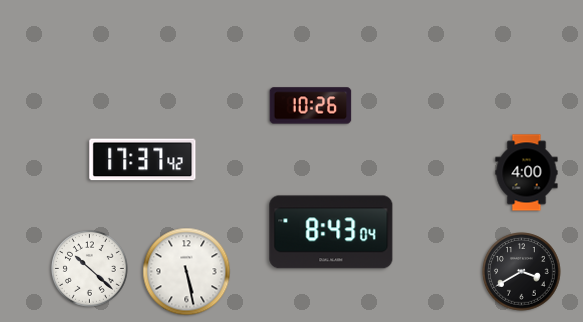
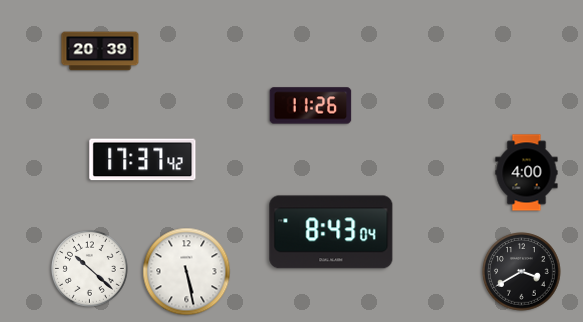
clock at (100, 51): none -> 20:39
clock at (311, 106): 10:26 -> 11:26
